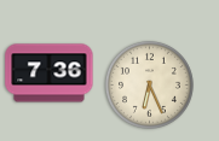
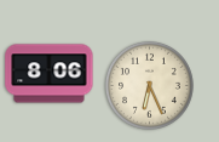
clock at (50, 74): 7:36 -> 8:06
